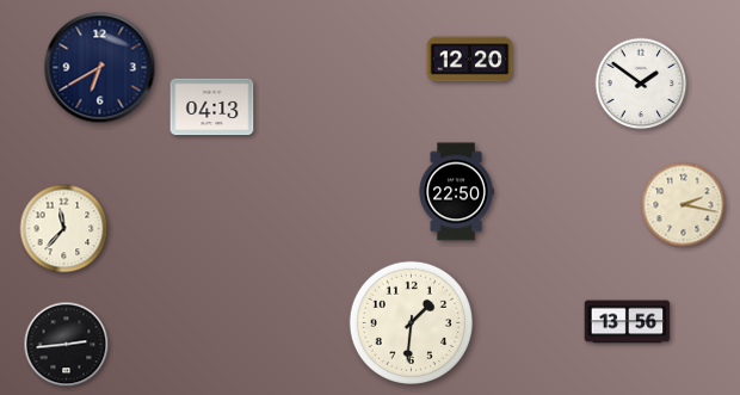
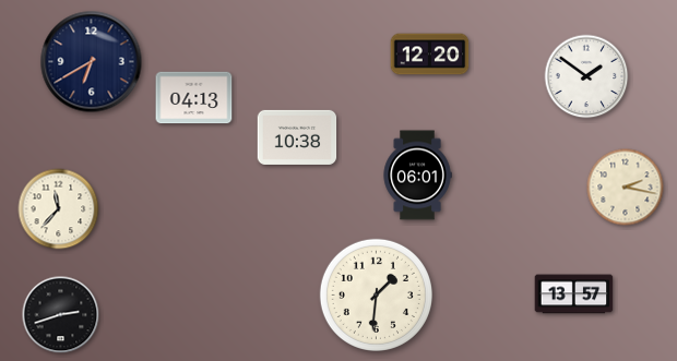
clock at (297, 137): none -> 10:38
clock at (456, 192): 22:50 -> 06:01
clock at (628, 322): 13:56 -> 13:57
clock at (67, 345): 2:44 -> 2:42
